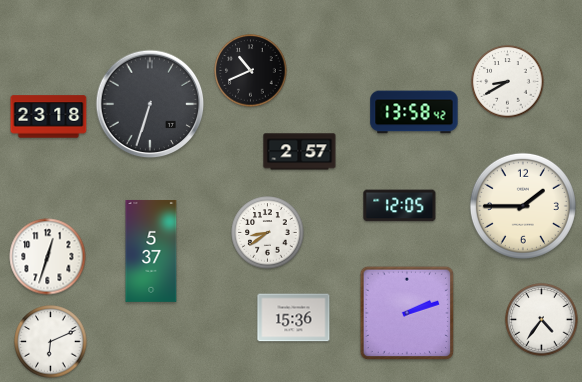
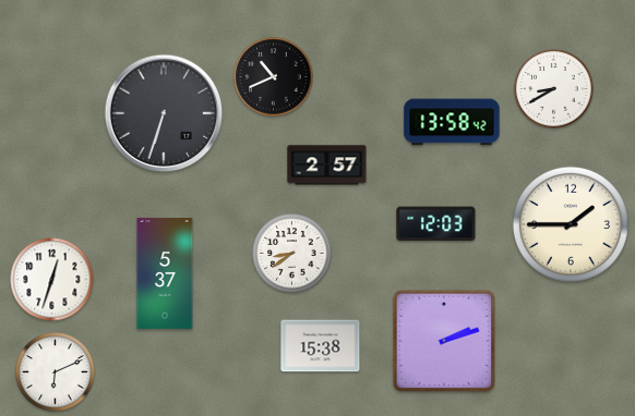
clock at (49, 117): 23:18 -> none
clock at (400, 206): 12:05 -> 12:03
clock at (294, 318): 15:36 -> 15:38
clock at (542, 320): 4:36 -> none
